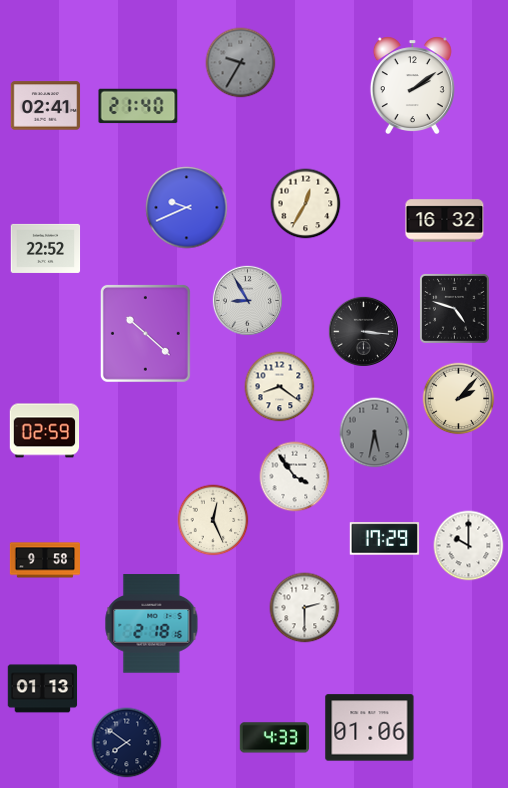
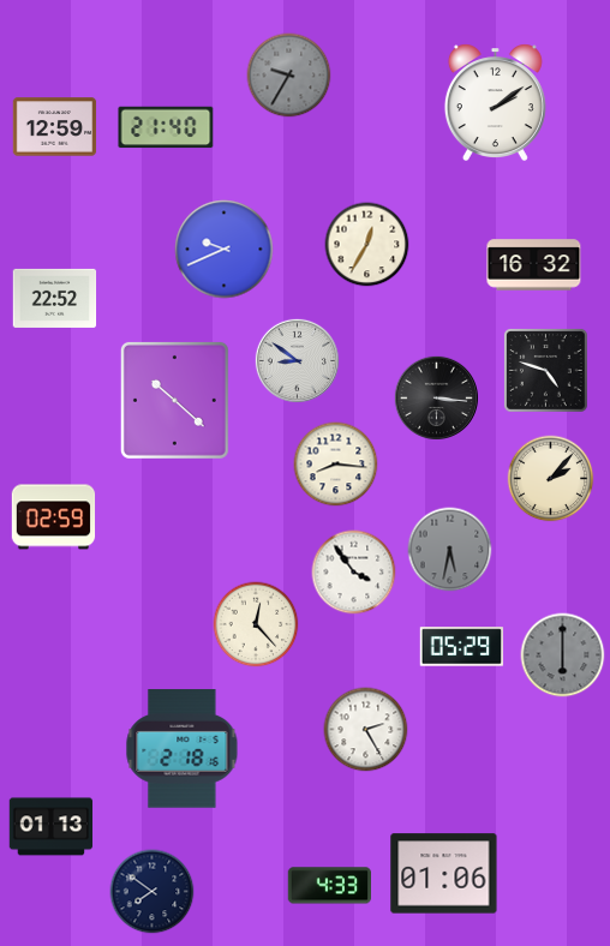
clock at (46, 106): 02:41 -> 12:59
clock at (247, 300): 8:55 -> 8:51
clock at (280, 387): 8:21 -> 8:16
clock at (375, 433) position: (375, 433) -> (450, 550)
clock at (213, 520): 12:26 -> 12:23
clock at (385, 539): 17:29 -> 05:29
clock at (469, 546): 10:00 -> 6:00
clock at (469, 546) dial: white -> grey
clock at (45, 560): 9:58 -> none
clock at (305, 608): 2:30 -> 2:25
